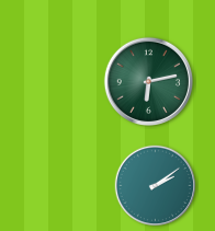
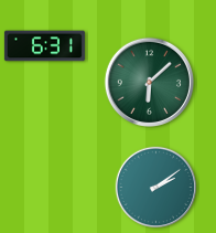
clock at (44, 46): none -> 6:31
clock at (148, 81): 6:13 -> 6:08
